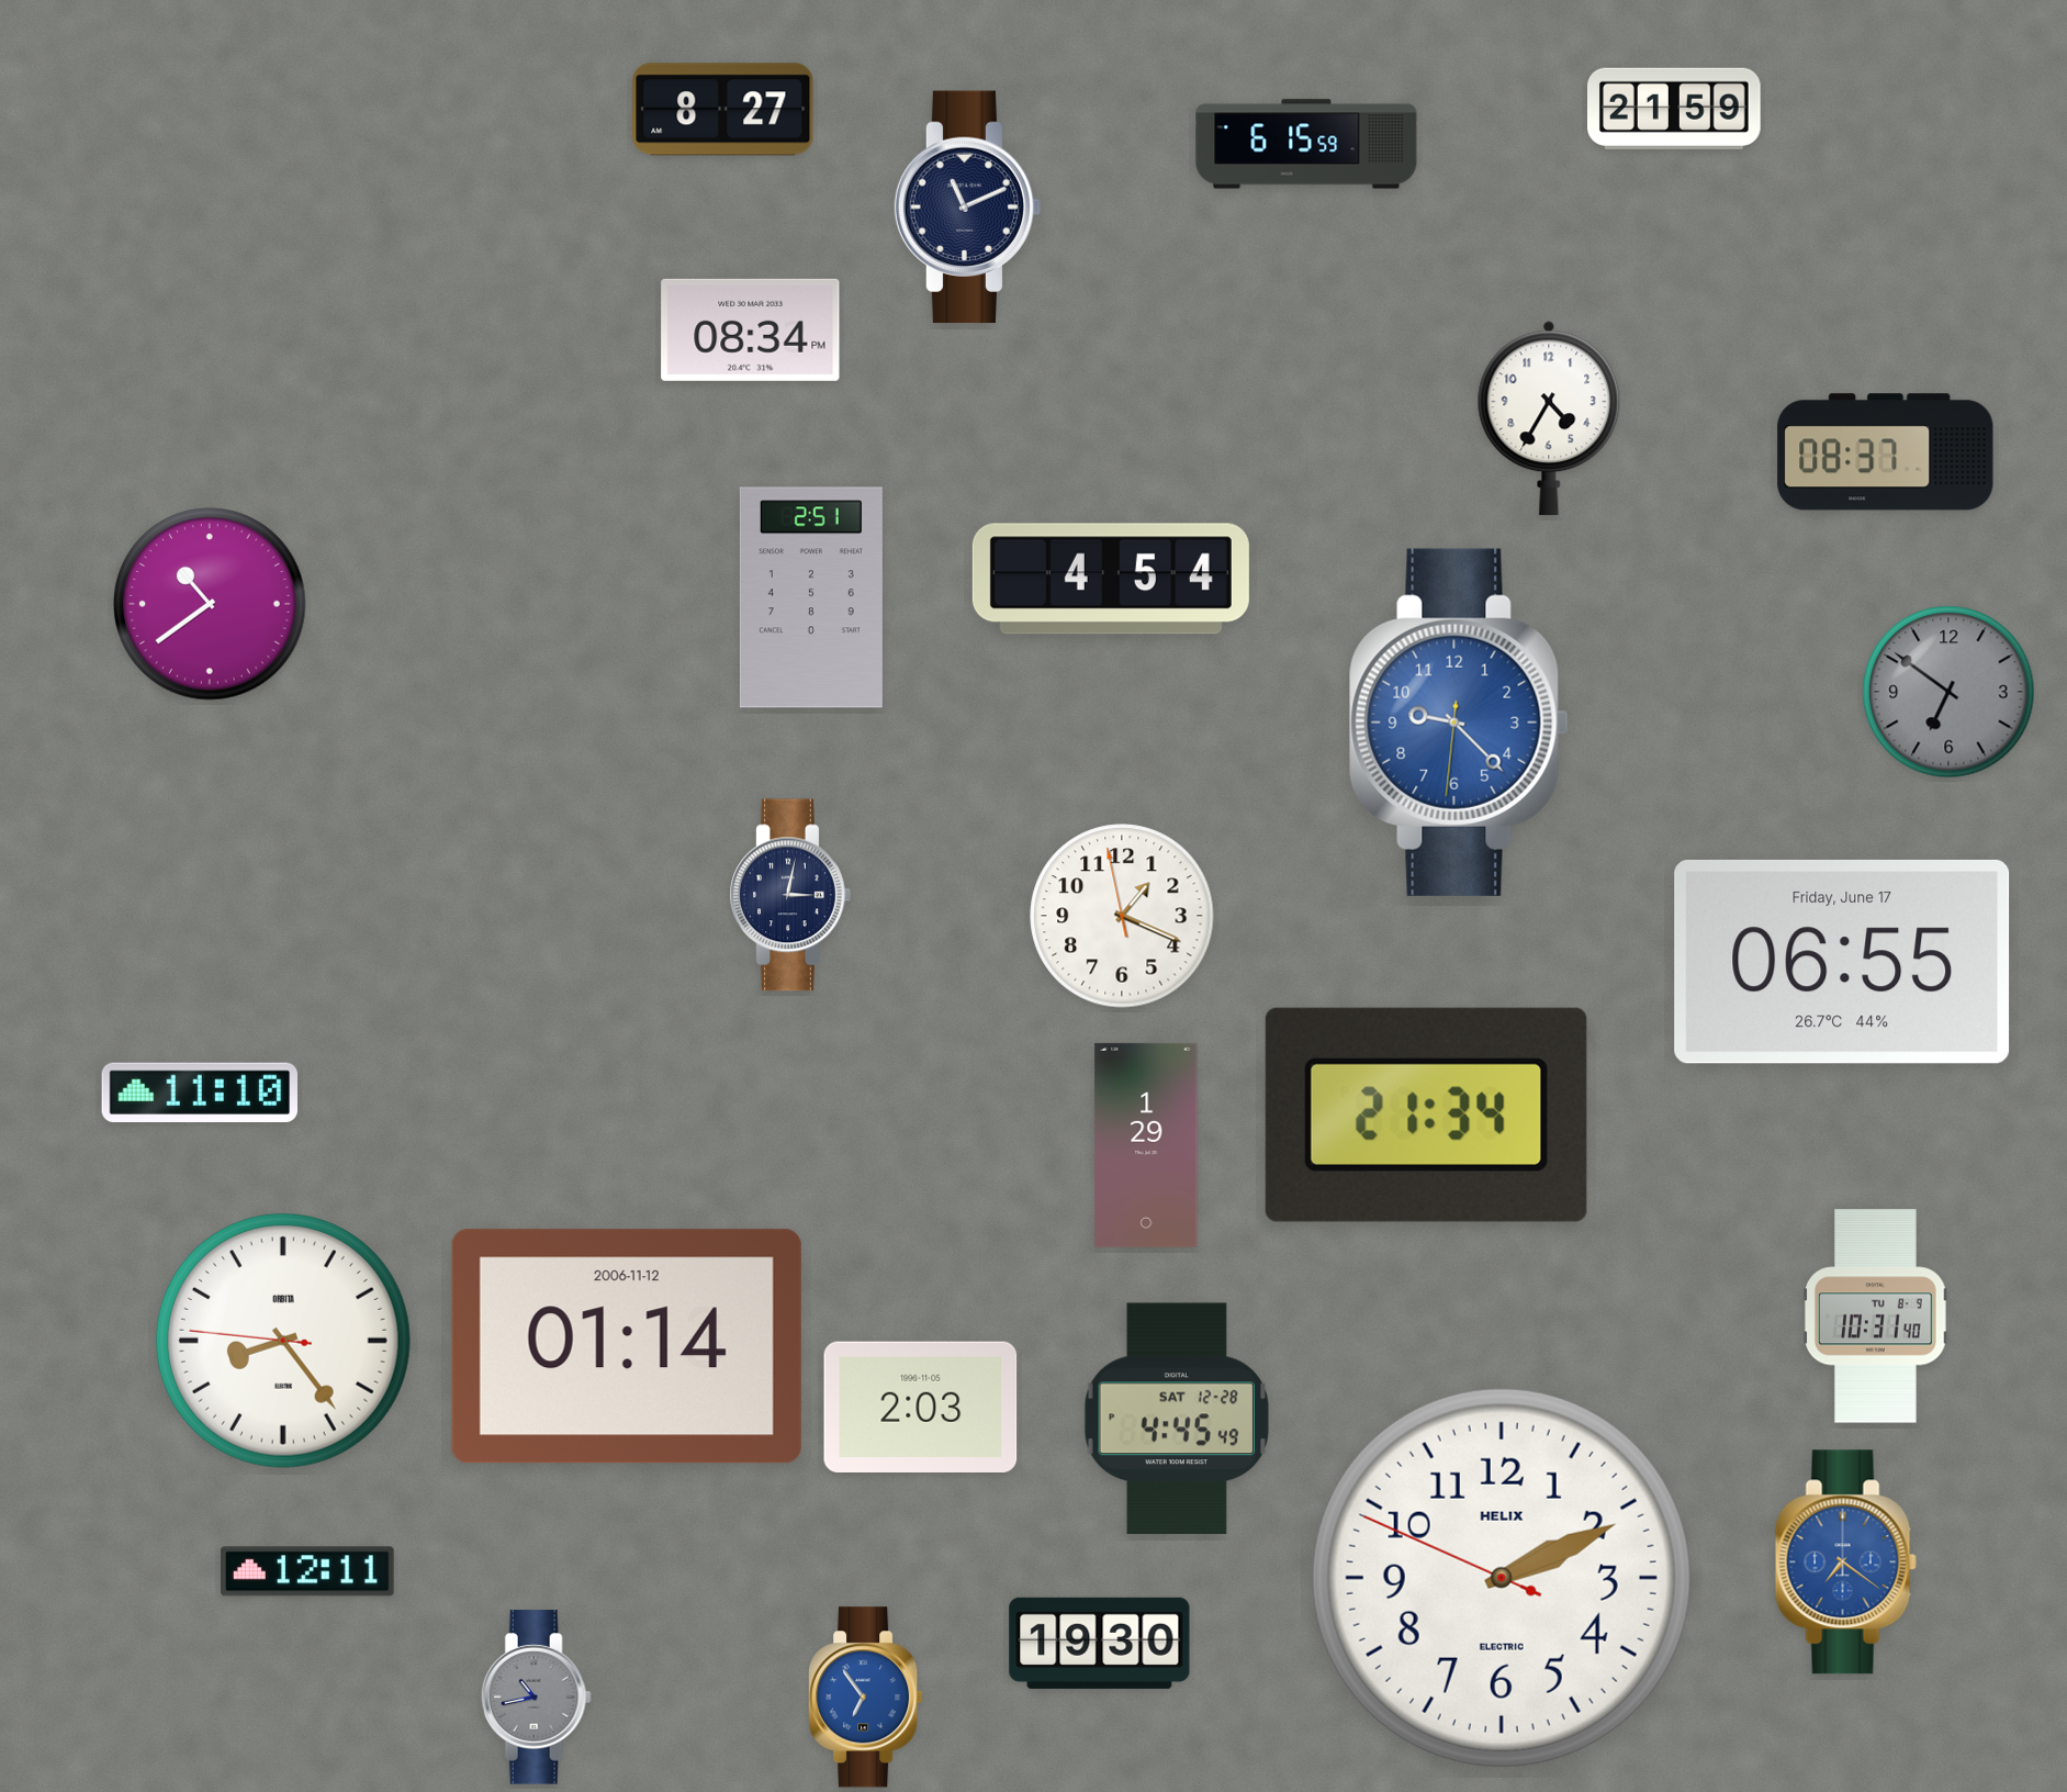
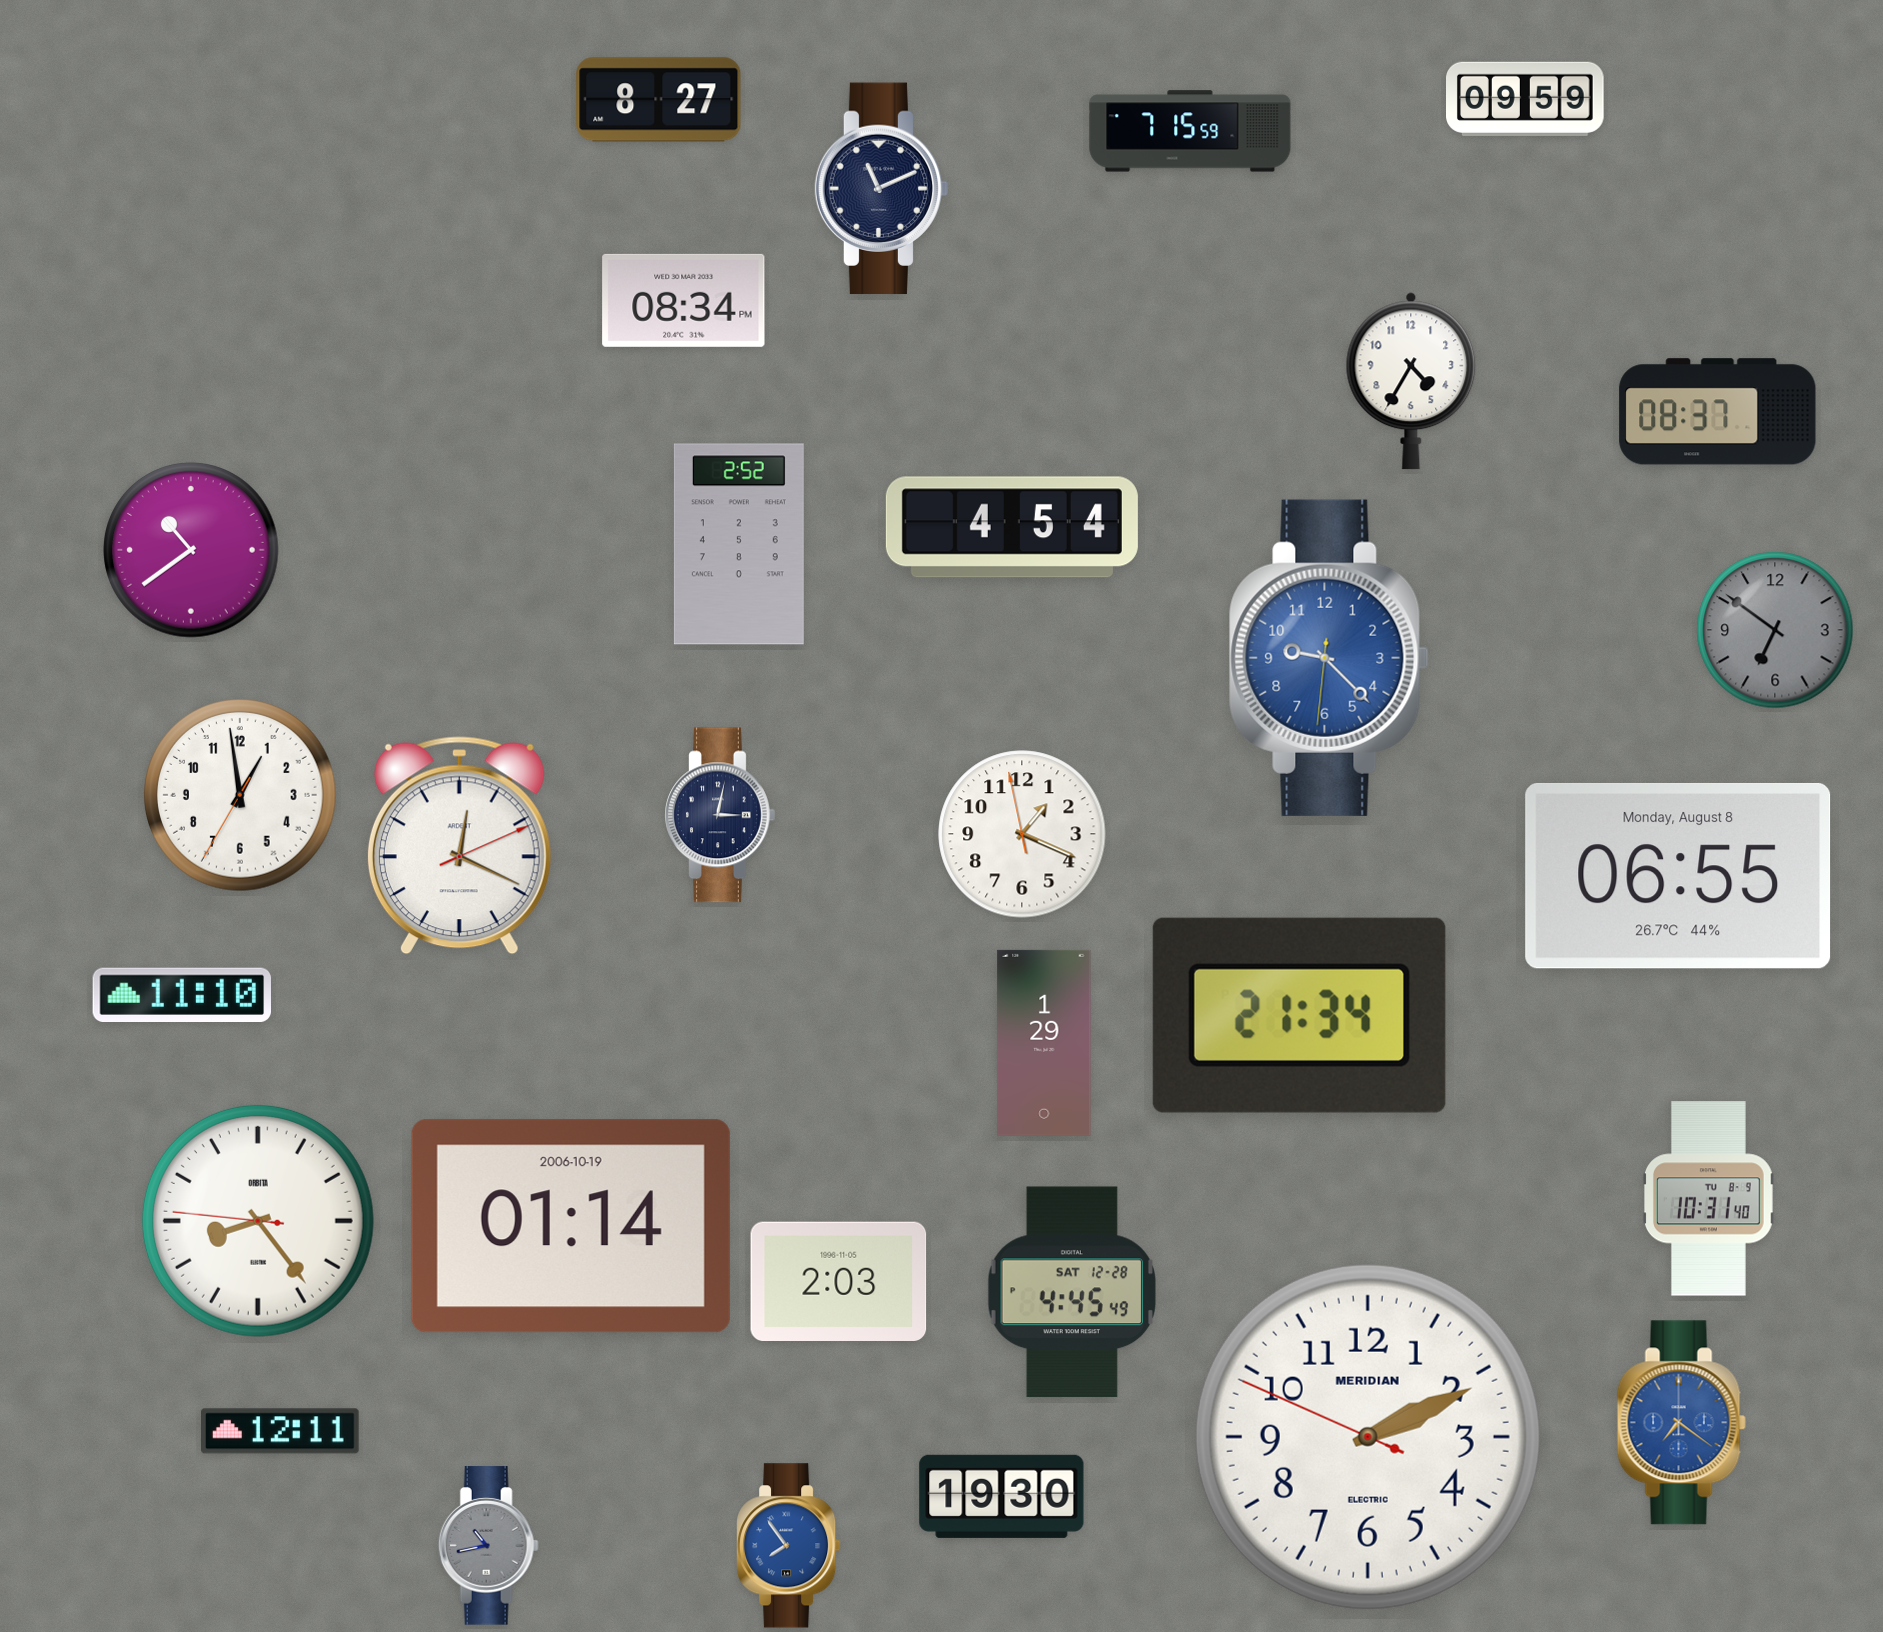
clock at (1675, 109): 21:59 -> 09:59
clock at (1306, 144): 6:15 -> 7:15
clock at (811, 597): 2:51 -> 2:52
clock at (241, 796): none -> 12:58
clock at (459, 846): none -> 12:19
clock at (1842, 962) date: Friday, June 17 -> Monday, August 8
clock at (627, 1346) date: 2006-11-12 -> 2006-10-19
clock at (1502, 1578) brand: HELIX -> MERIDIAN
clock at (866, 1698): 6:54 -> 7:54
